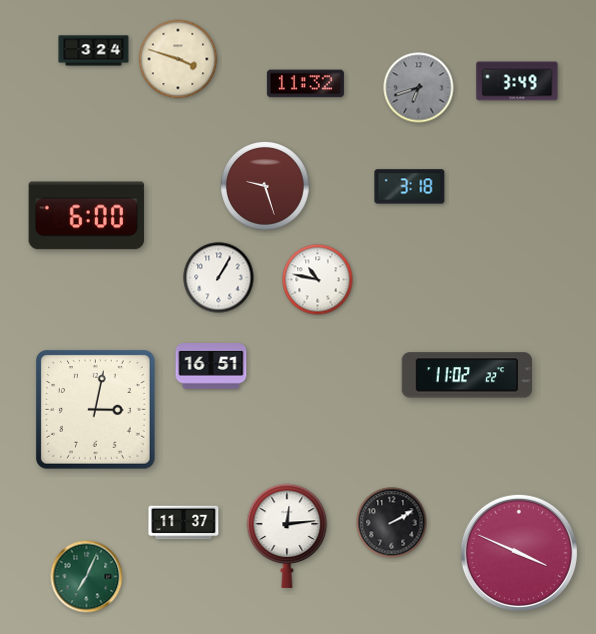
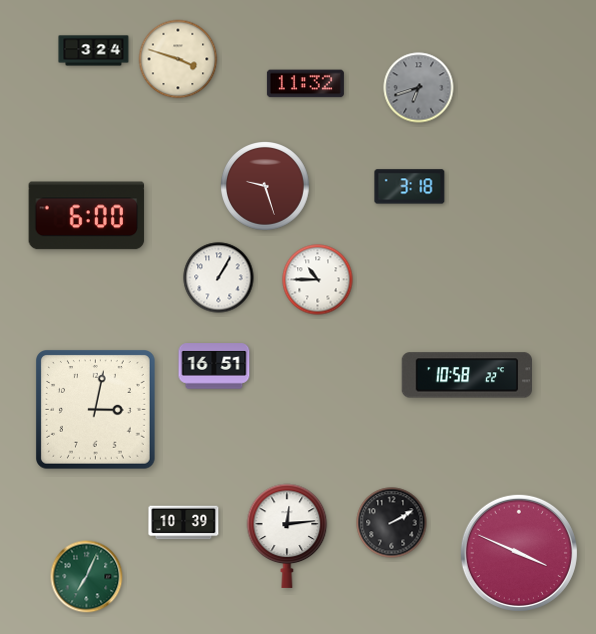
clock at (517, 81): 3:49 -> none
clock at (318, 280): 10:47 -> 10:45
clock at (211, 366) position: (211, 366) -> (214, 366)
clock at (466, 375): 11:02 -> 10:58
clock at (184, 523): 11:37 -> 10:39
